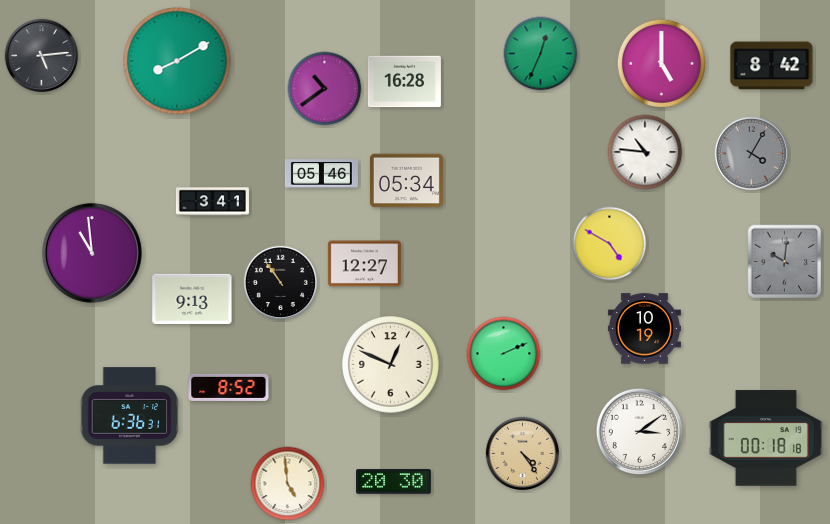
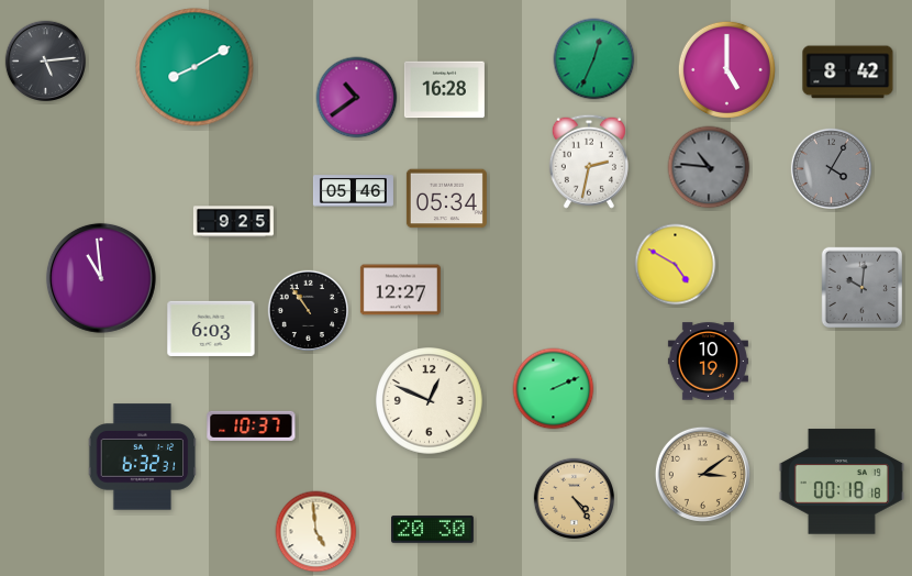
clock at (589, 162): none -> 2:32
clock at (645, 152) dial: white -> grey
clock at (751, 154) position: (751, 154) -> (831, 169)
clock at (212, 202): 3:41 -> 9:25
clock at (610, 244) position: (610, 244) -> (676, 265)
clock at (192, 299): 9:13 -> 6:03
clock at (229, 387): 8:52 -> 10:37
clock at (130, 416): 6:36 -> 6:32
clock at (639, 431) dial: white -> champagne
